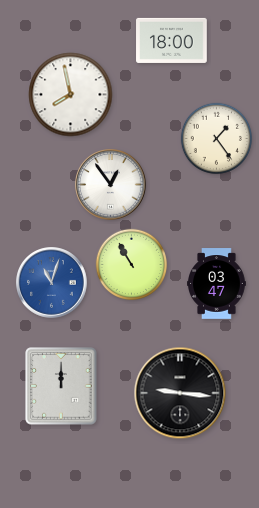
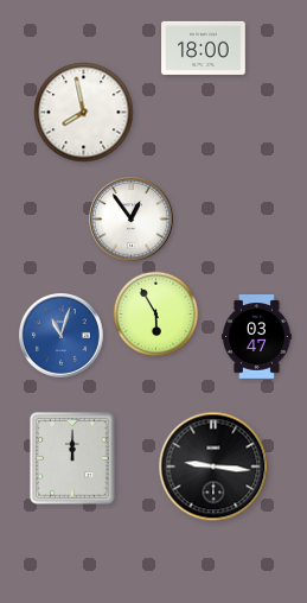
clock at (217, 139): 1:24 -> none
clock at (132, 265): 10:55 -> 5:55
